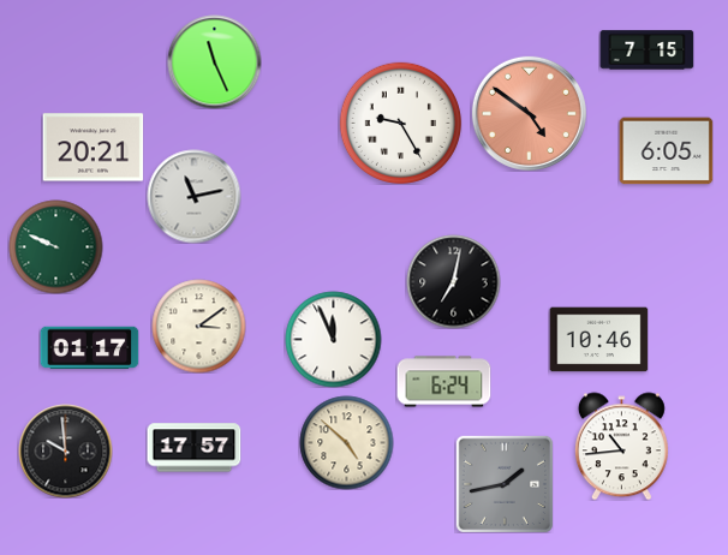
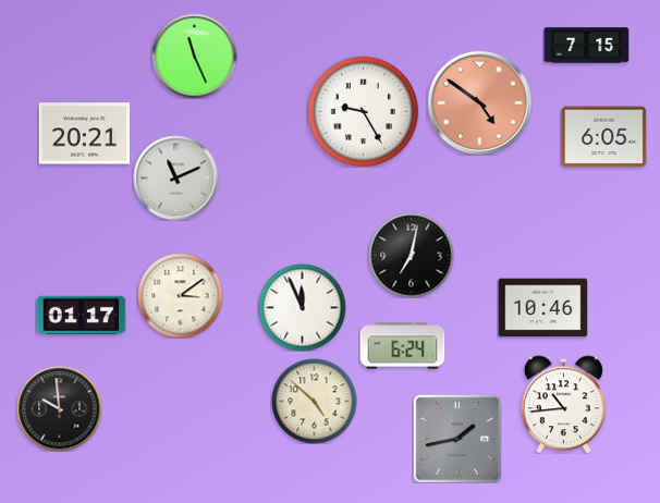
clock at (193, 196): 11:13 -> 11:11
clock at (55, 246): 9:49 -> none
clock at (193, 448): 17:57 -> none
